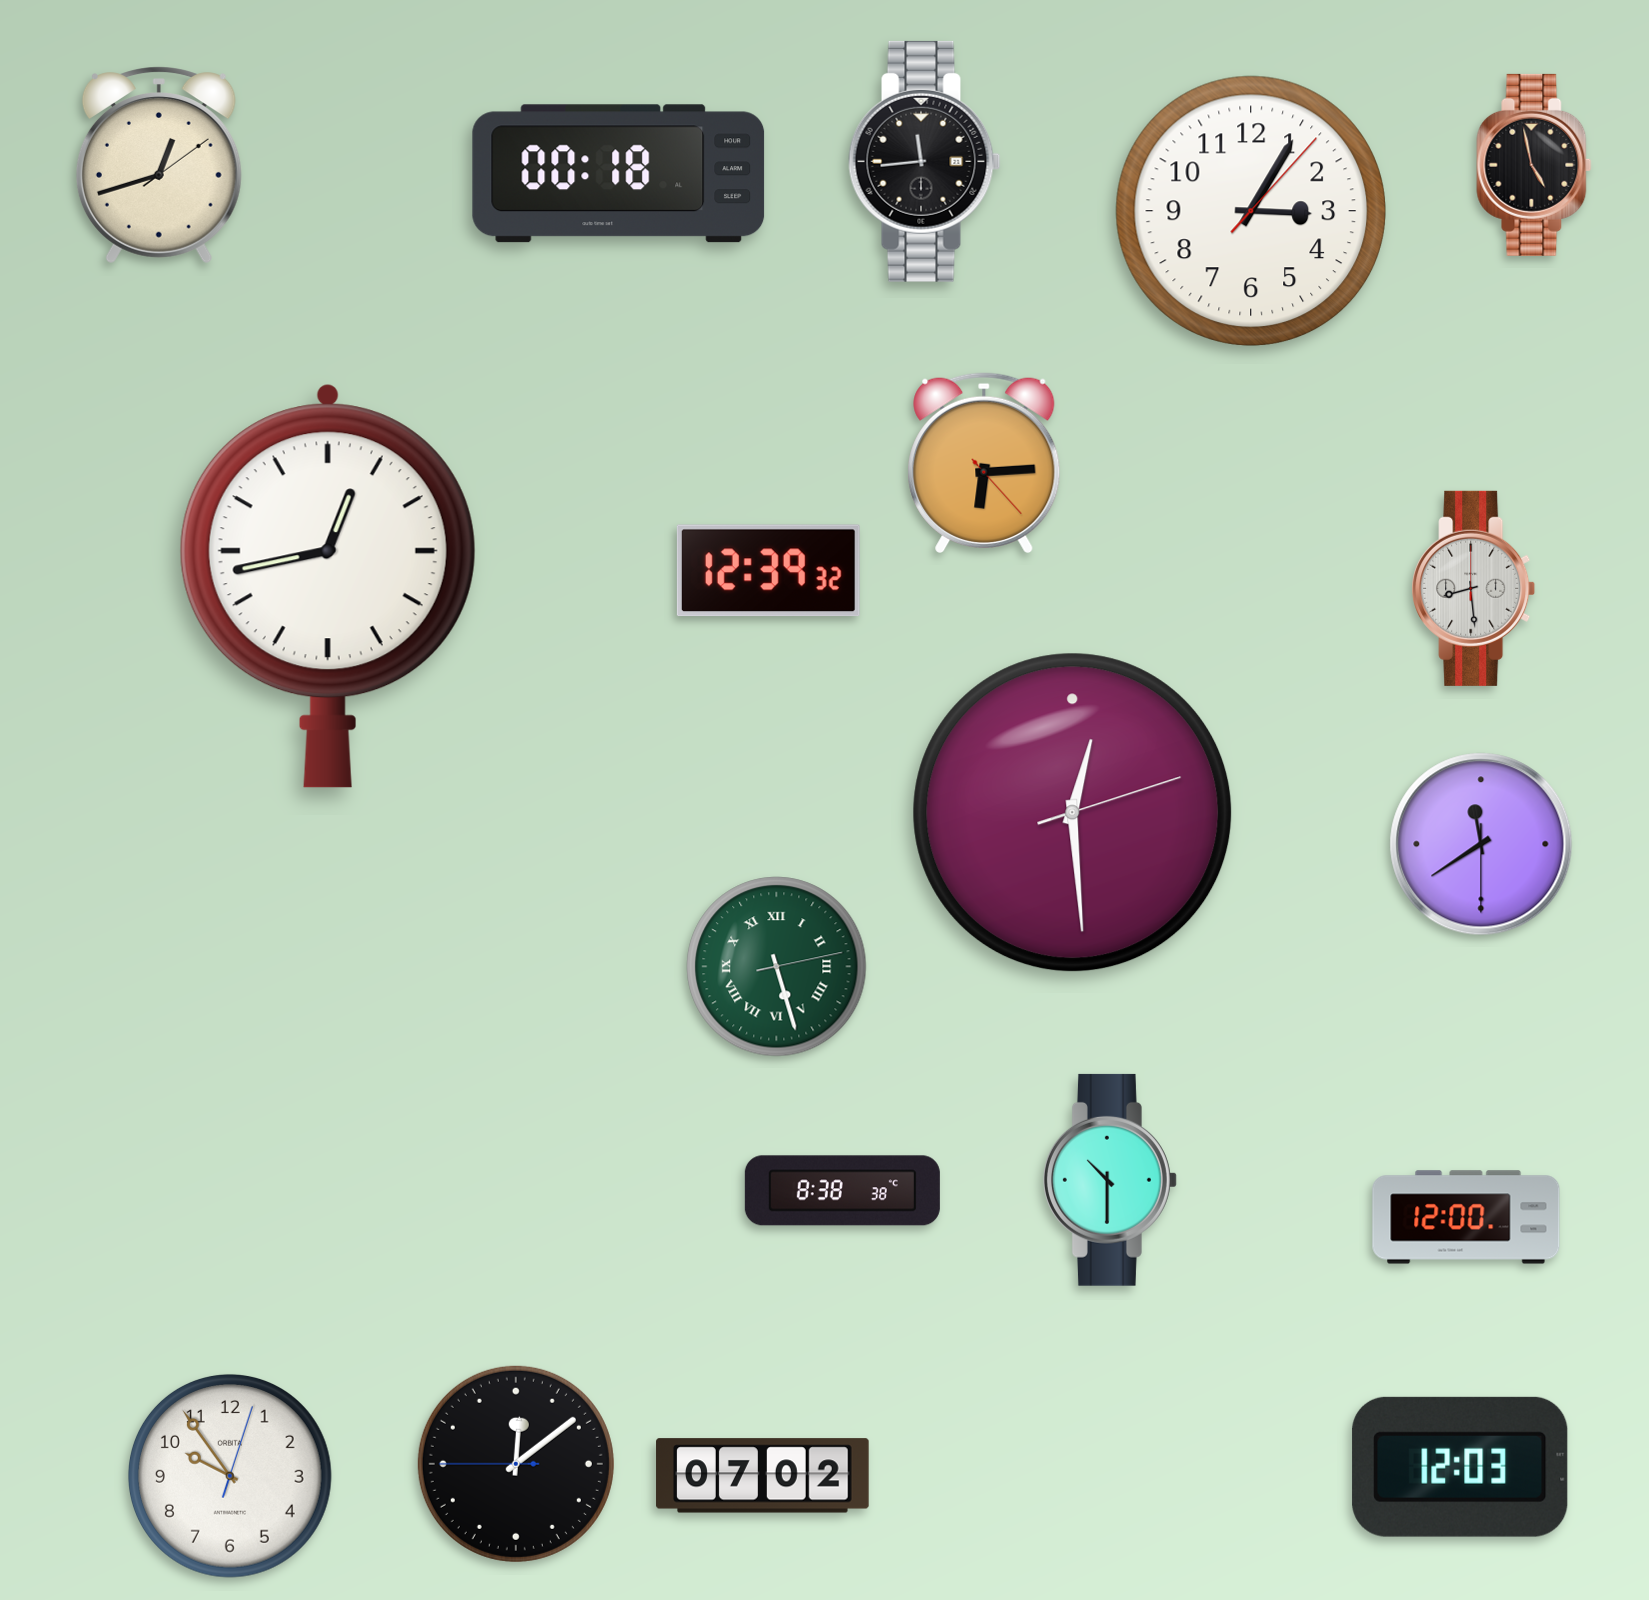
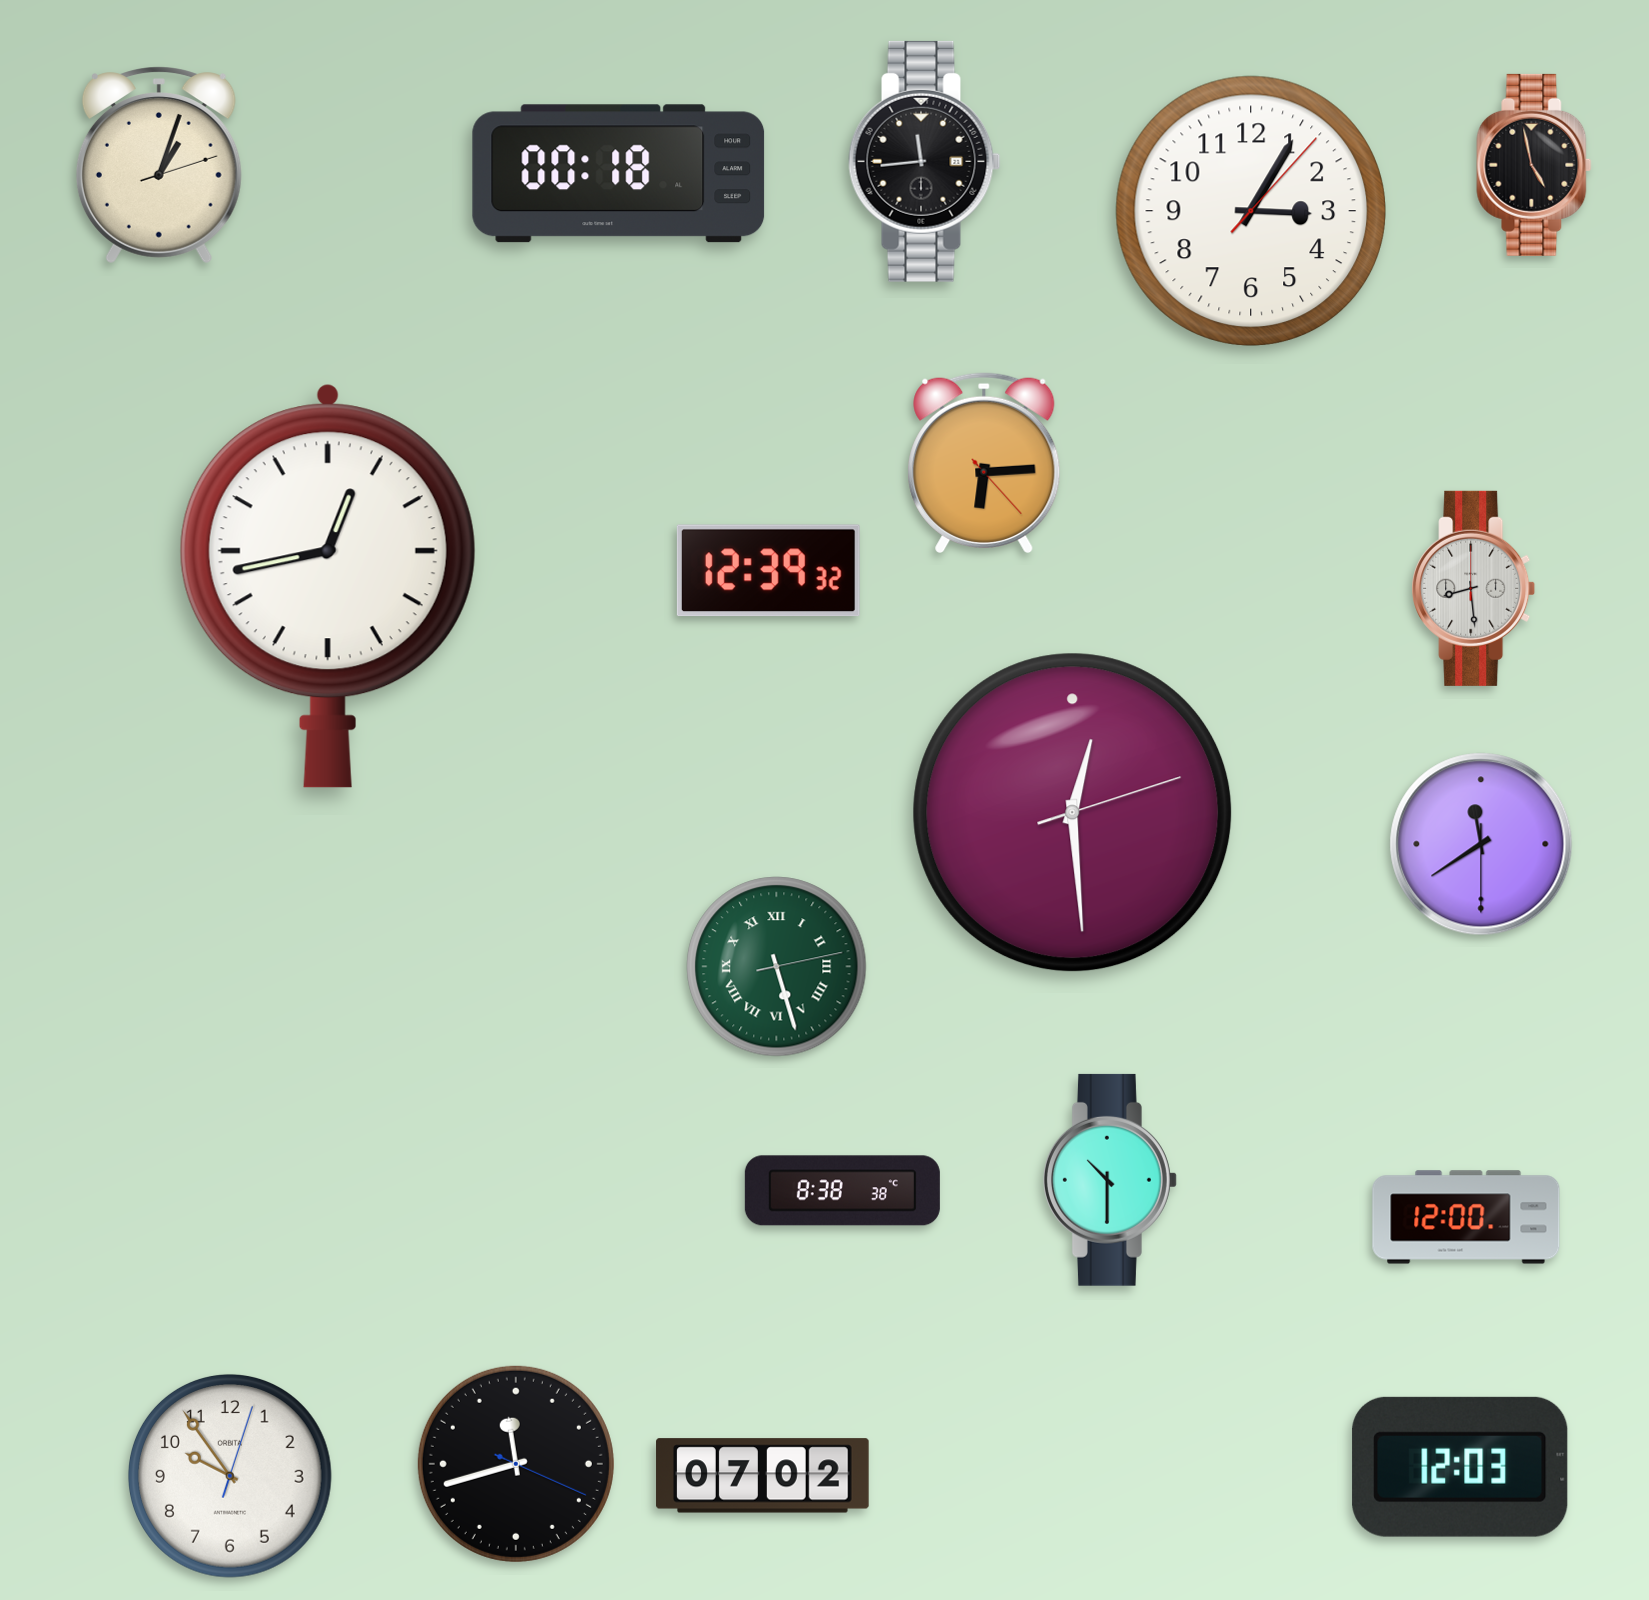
clock at (159, 165): 12:42 -> 1:03
clock at (516, 1464): 12:08 -> 11:42
